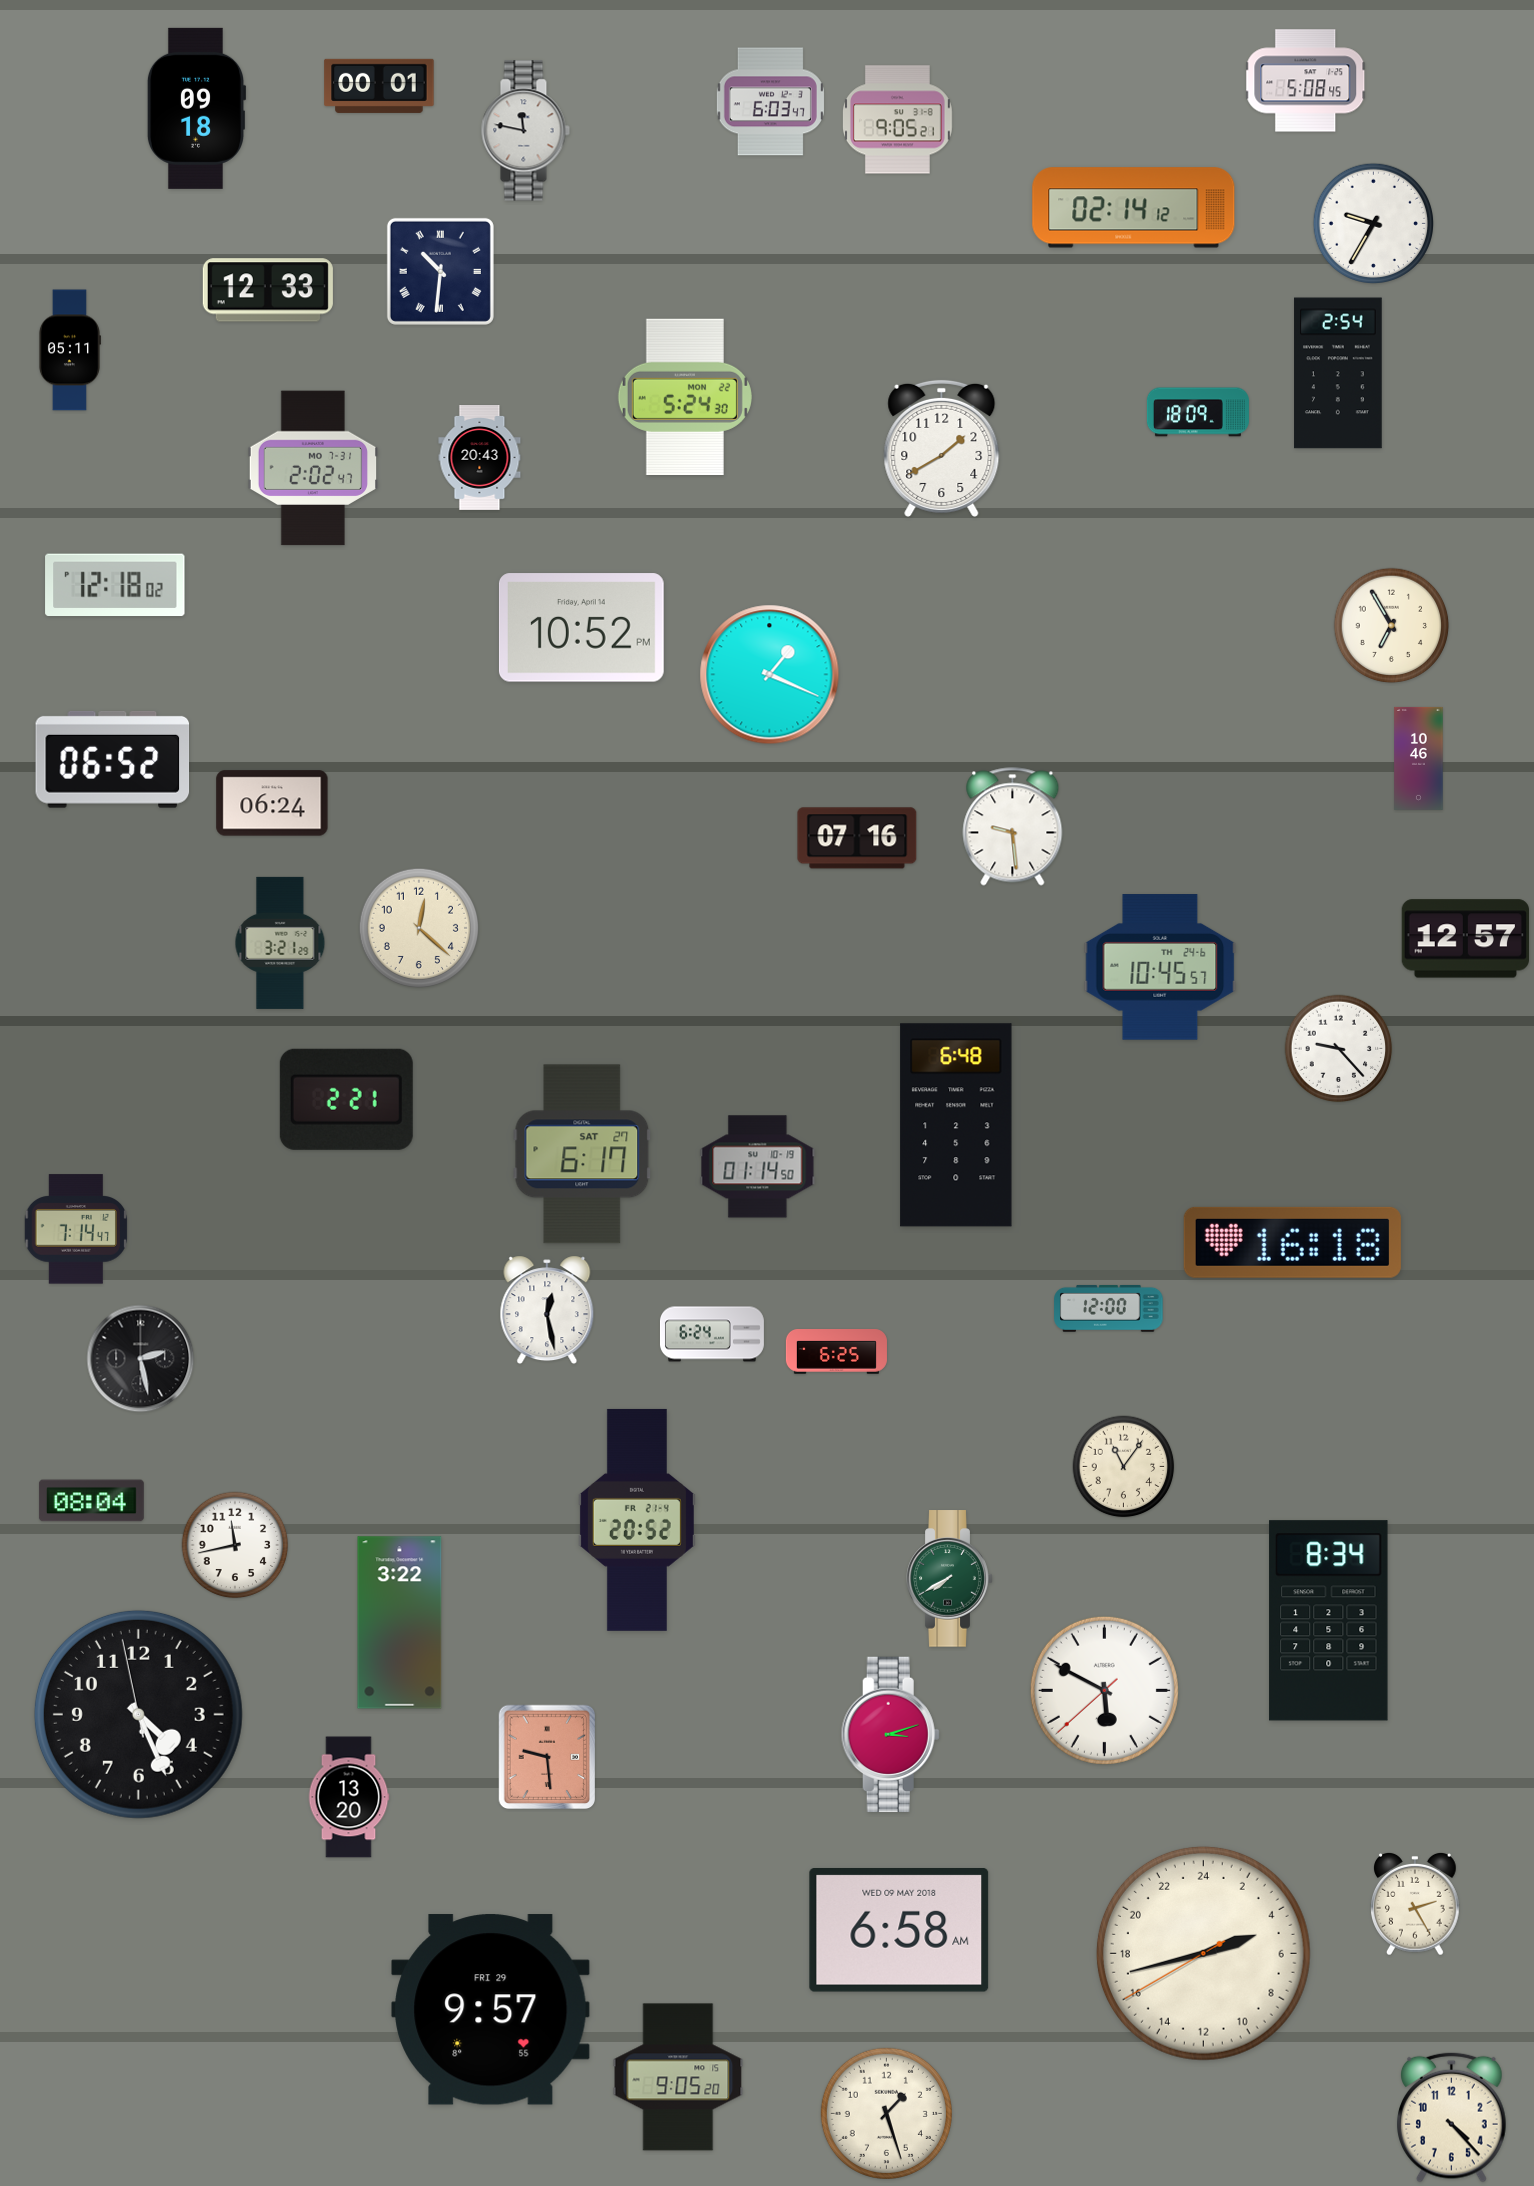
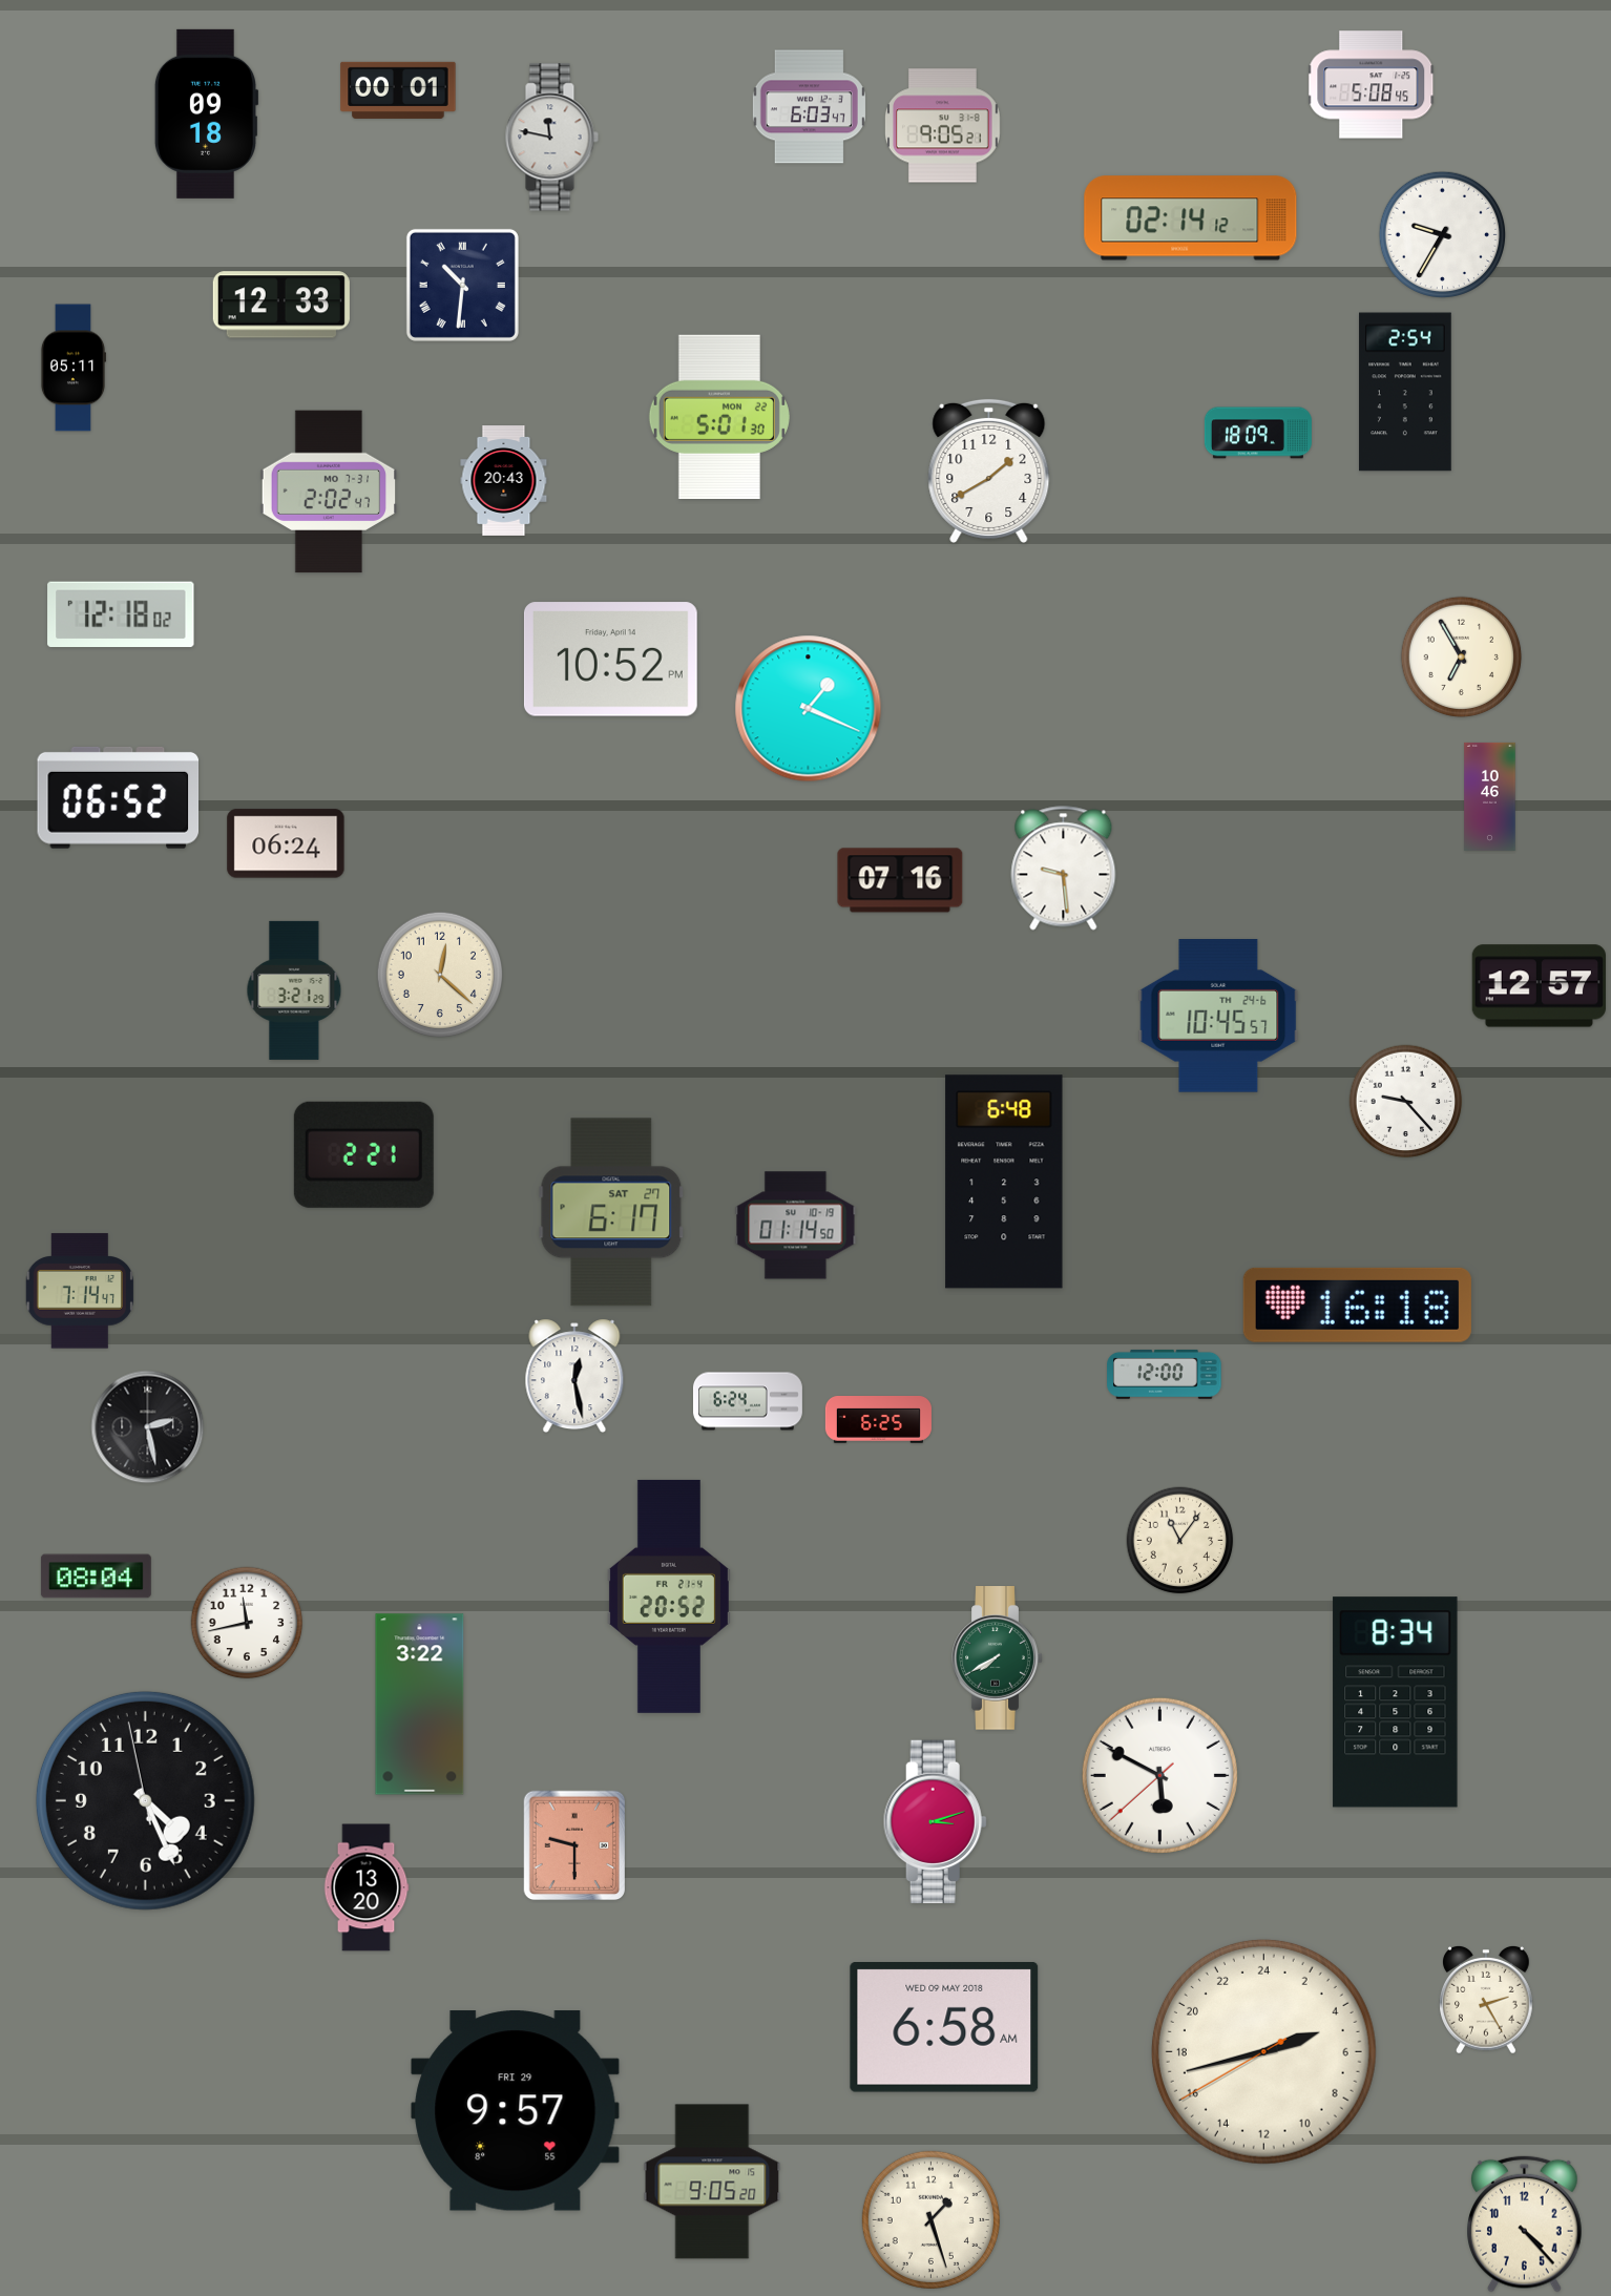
clock at (685, 396): 5:24 -> 5:01
clock at (547, 1757): 9:29 -> 9:30
